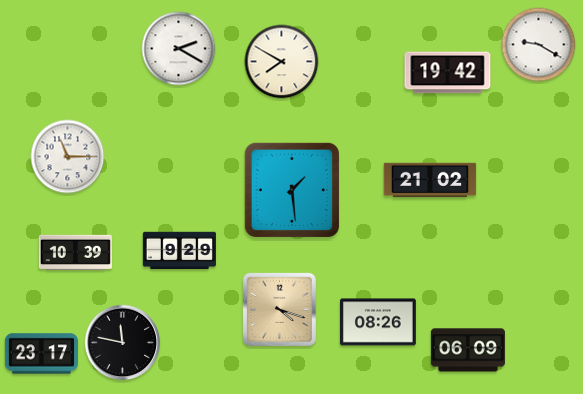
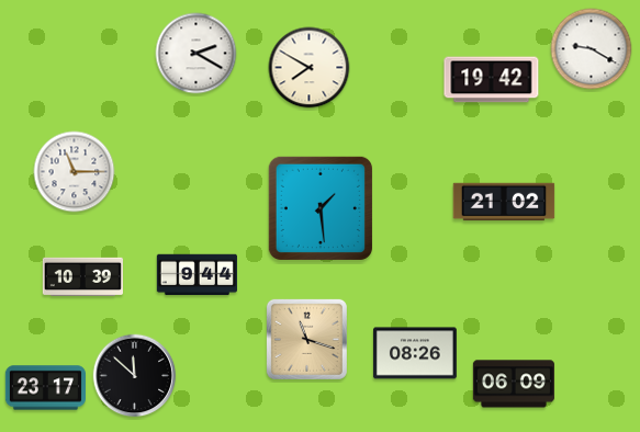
clock at (430, 180) position: (430, 180) -> (504, 202)
clock at (179, 251): 9:29 -> 9:44
clock at (279, 309): 4:18 -> 11:18
clock at (123, 343): 11:47 -> 11:52
